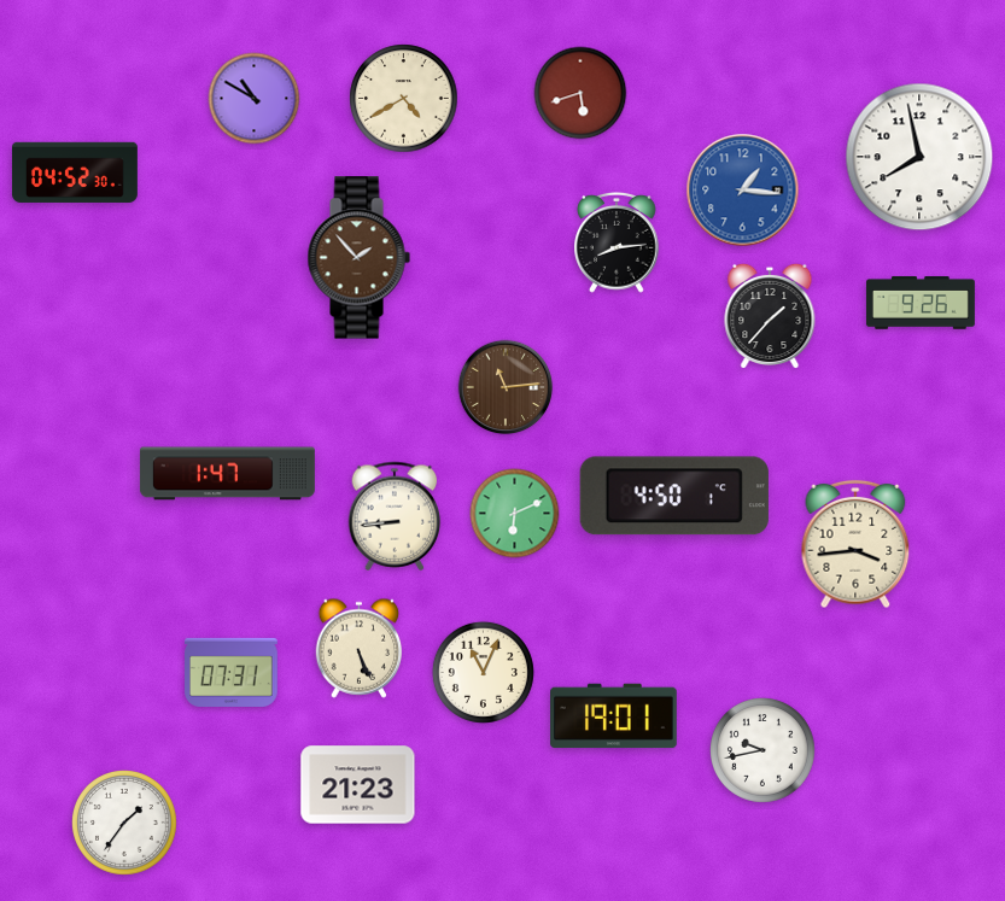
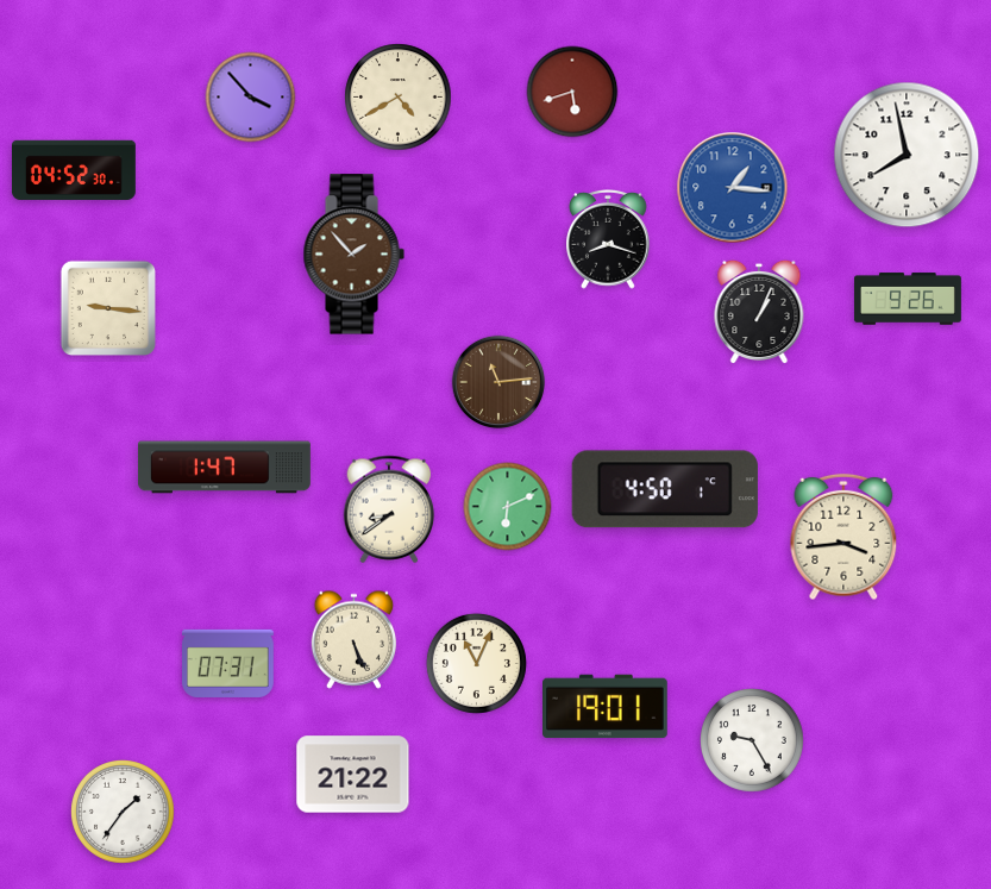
clock at (255, 99): 10:50 -> 3:53
clock at (617, 242): 8:14 -> 8:18
clock at (107, 307): none -> 9:16
clock at (770, 316): 1:37 -> 1:04
clock at (395, 516): 8:44 -> 8:39
clock at (764, 751): 9:43 -> 9:25
clock at (358, 785): 21:23 -> 21:22
